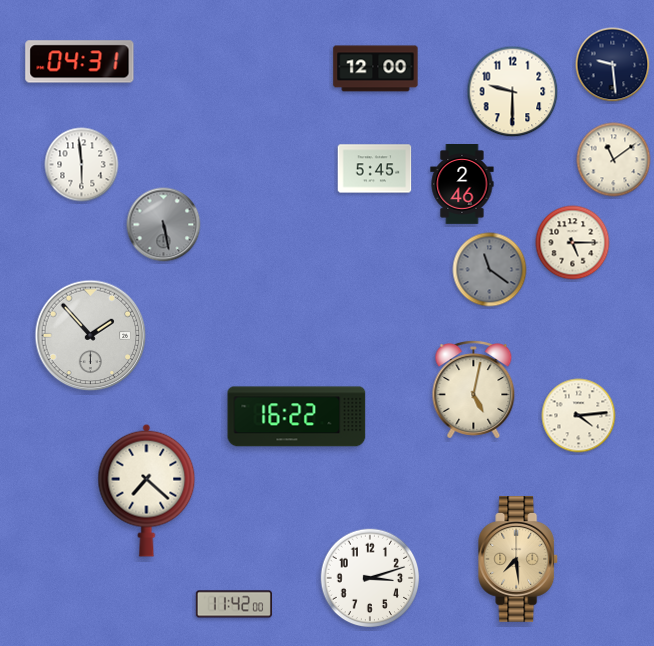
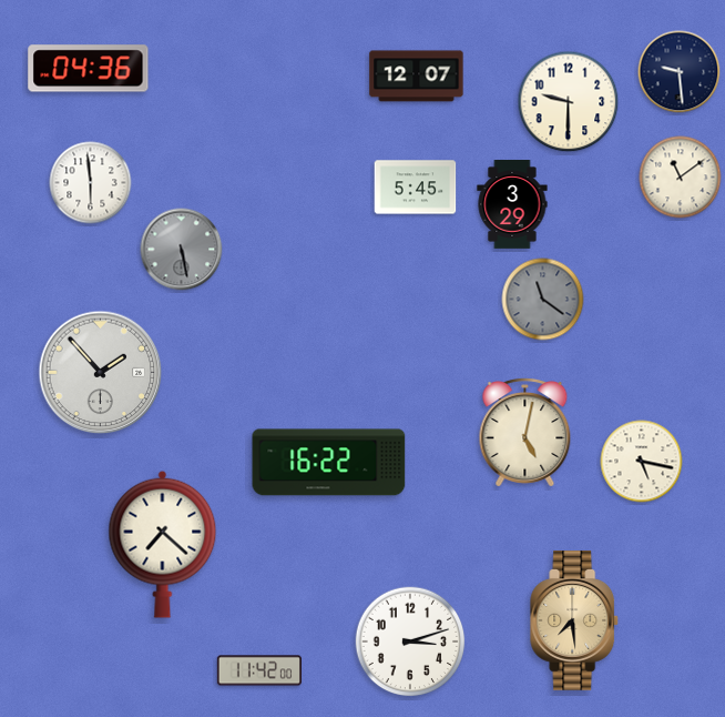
clock at (80, 62): 04:31 -> 04:36
clock at (376, 69): 12:00 -> 12:07
clock at (462, 185): 2:46 -> 3:29
clock at (573, 243): 5:15 -> none
clock at (579, 416): 4:14 -> 5:17
